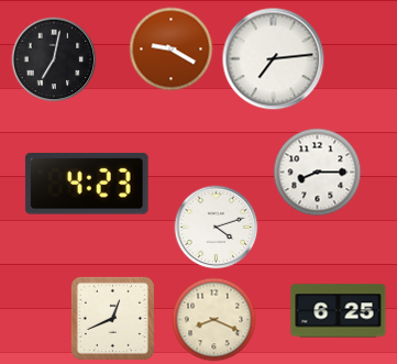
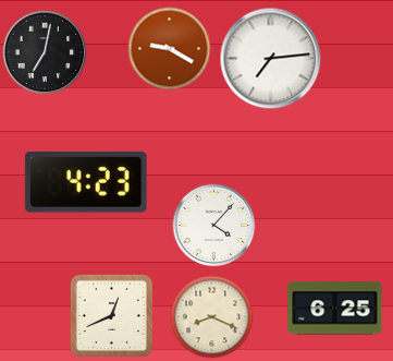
clock at (54, 59) position: (54, 59) -> (45, 52)
clock at (318, 173): 8:15 -> none
clock at (217, 228): 4:12 -> 4:07
